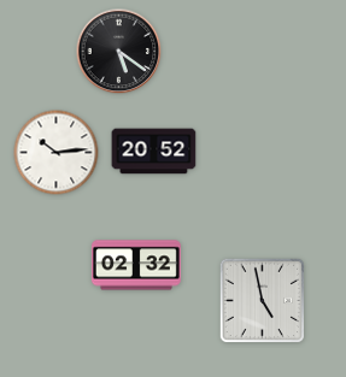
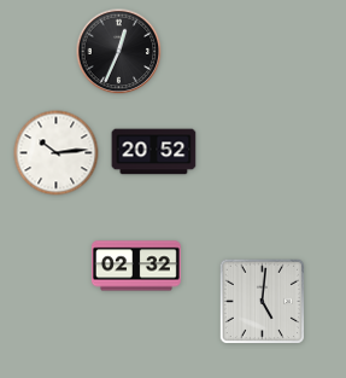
clock at (119, 52): 5:21 -> 12:34
clock at (262, 300): 4:58 -> 5:01
